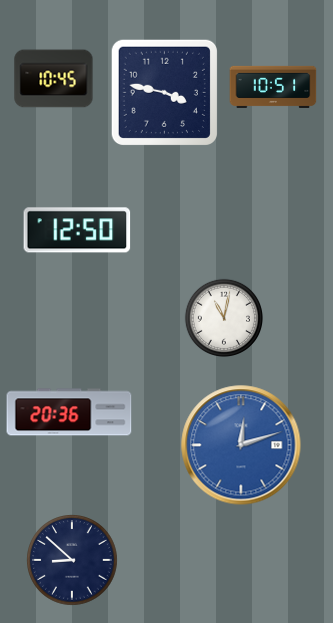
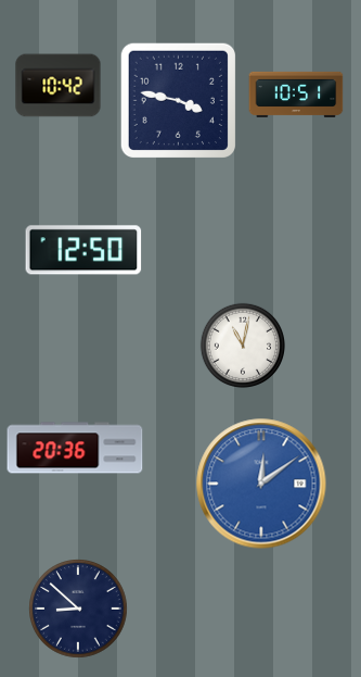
clock at (54, 79): 10:45 -> 10:42
clock at (241, 445): 12:12 -> 12:09
